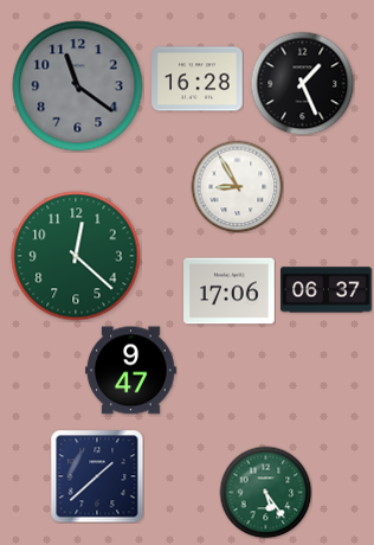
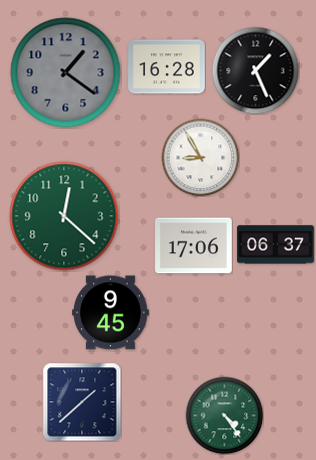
clock at (78, 86): 11:21 -> 1:21
clock at (131, 371): 9:47 -> 9:45
clock at (265, 492): 5:24 -> 4:24
